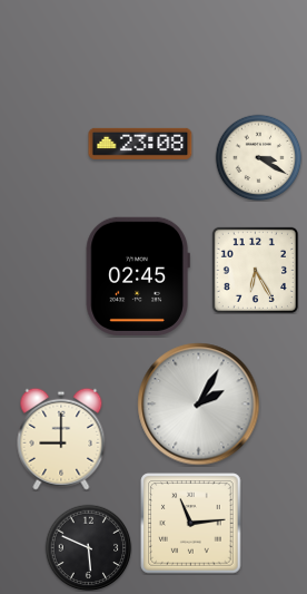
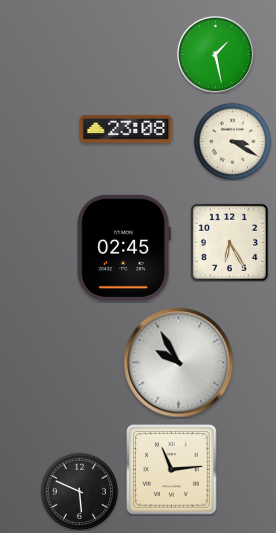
clock at (215, 54): none -> 1:28
clock at (199, 405): 2:05 -> 9:55
clock at (61, 439): 9:00 -> none
